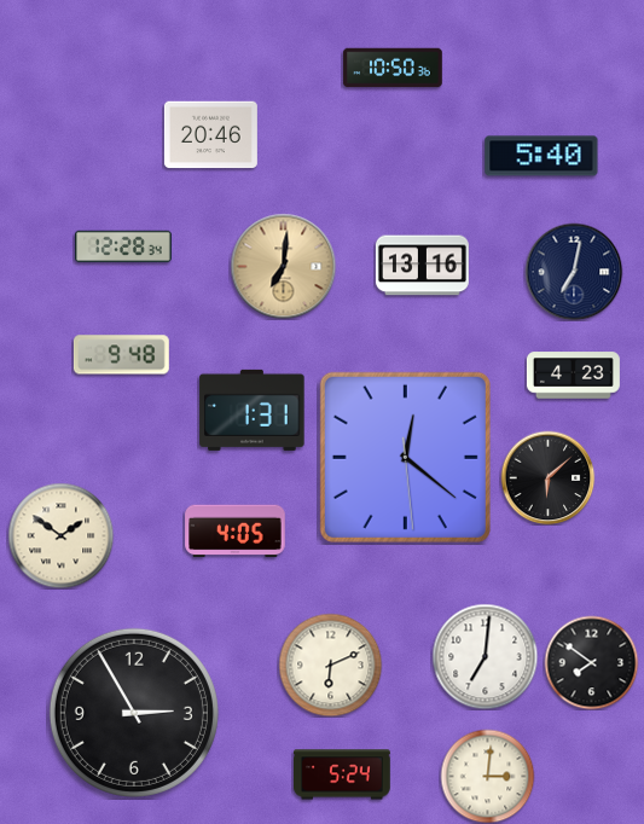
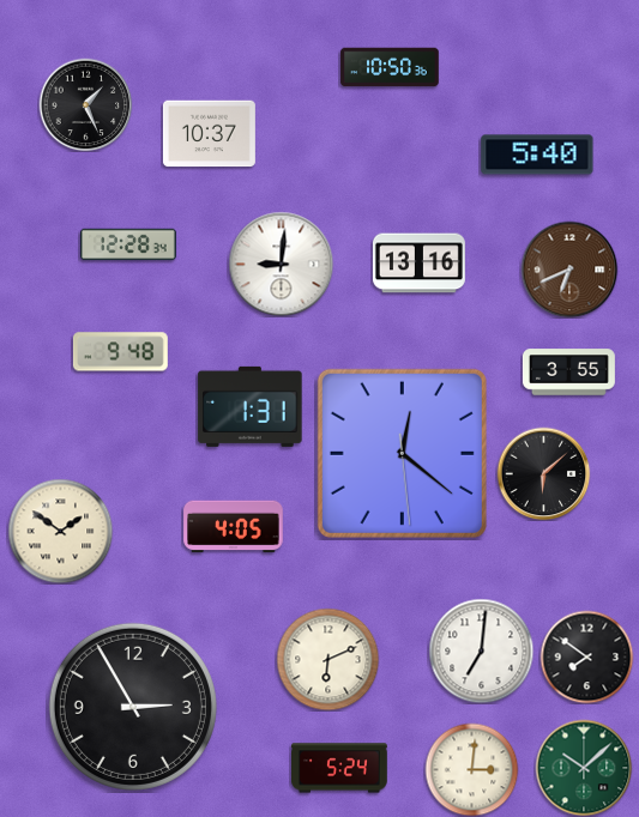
clock at (85, 104): none -> 1:26
clock at (210, 135): 20:46 -> 10:37
clock at (124, 246) position: (124, 246) -> (129, 244)
clock at (283, 266): 7:01 -> 9:01
clock at (283, 266) dial: champagne -> white
clock at (574, 272): 7:02 -> 6:41
clock at (574, 272) dial: navy -> brown
clock at (573, 376): 4:23 -> 3:55
clock at (584, 768): none -> 10:08
clock at (487, 776) position: (487, 776) -> (471, 769)
